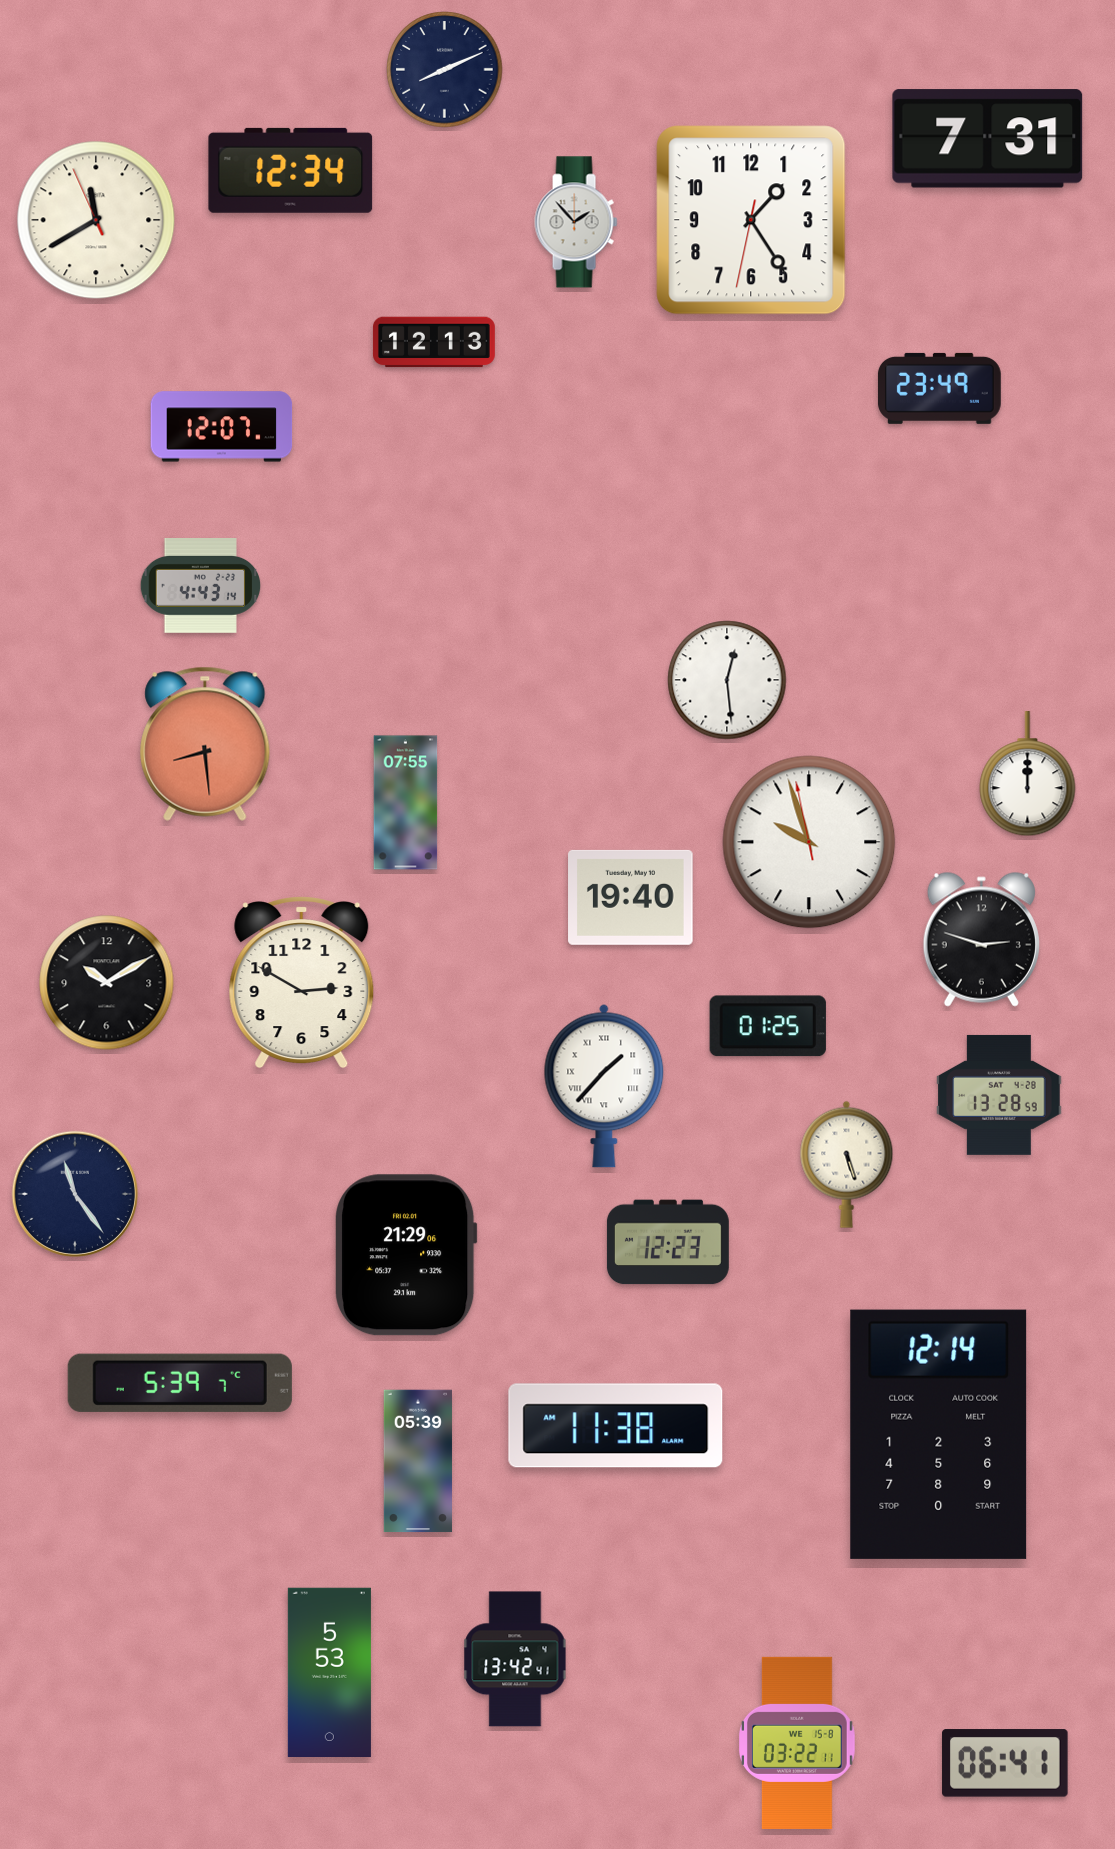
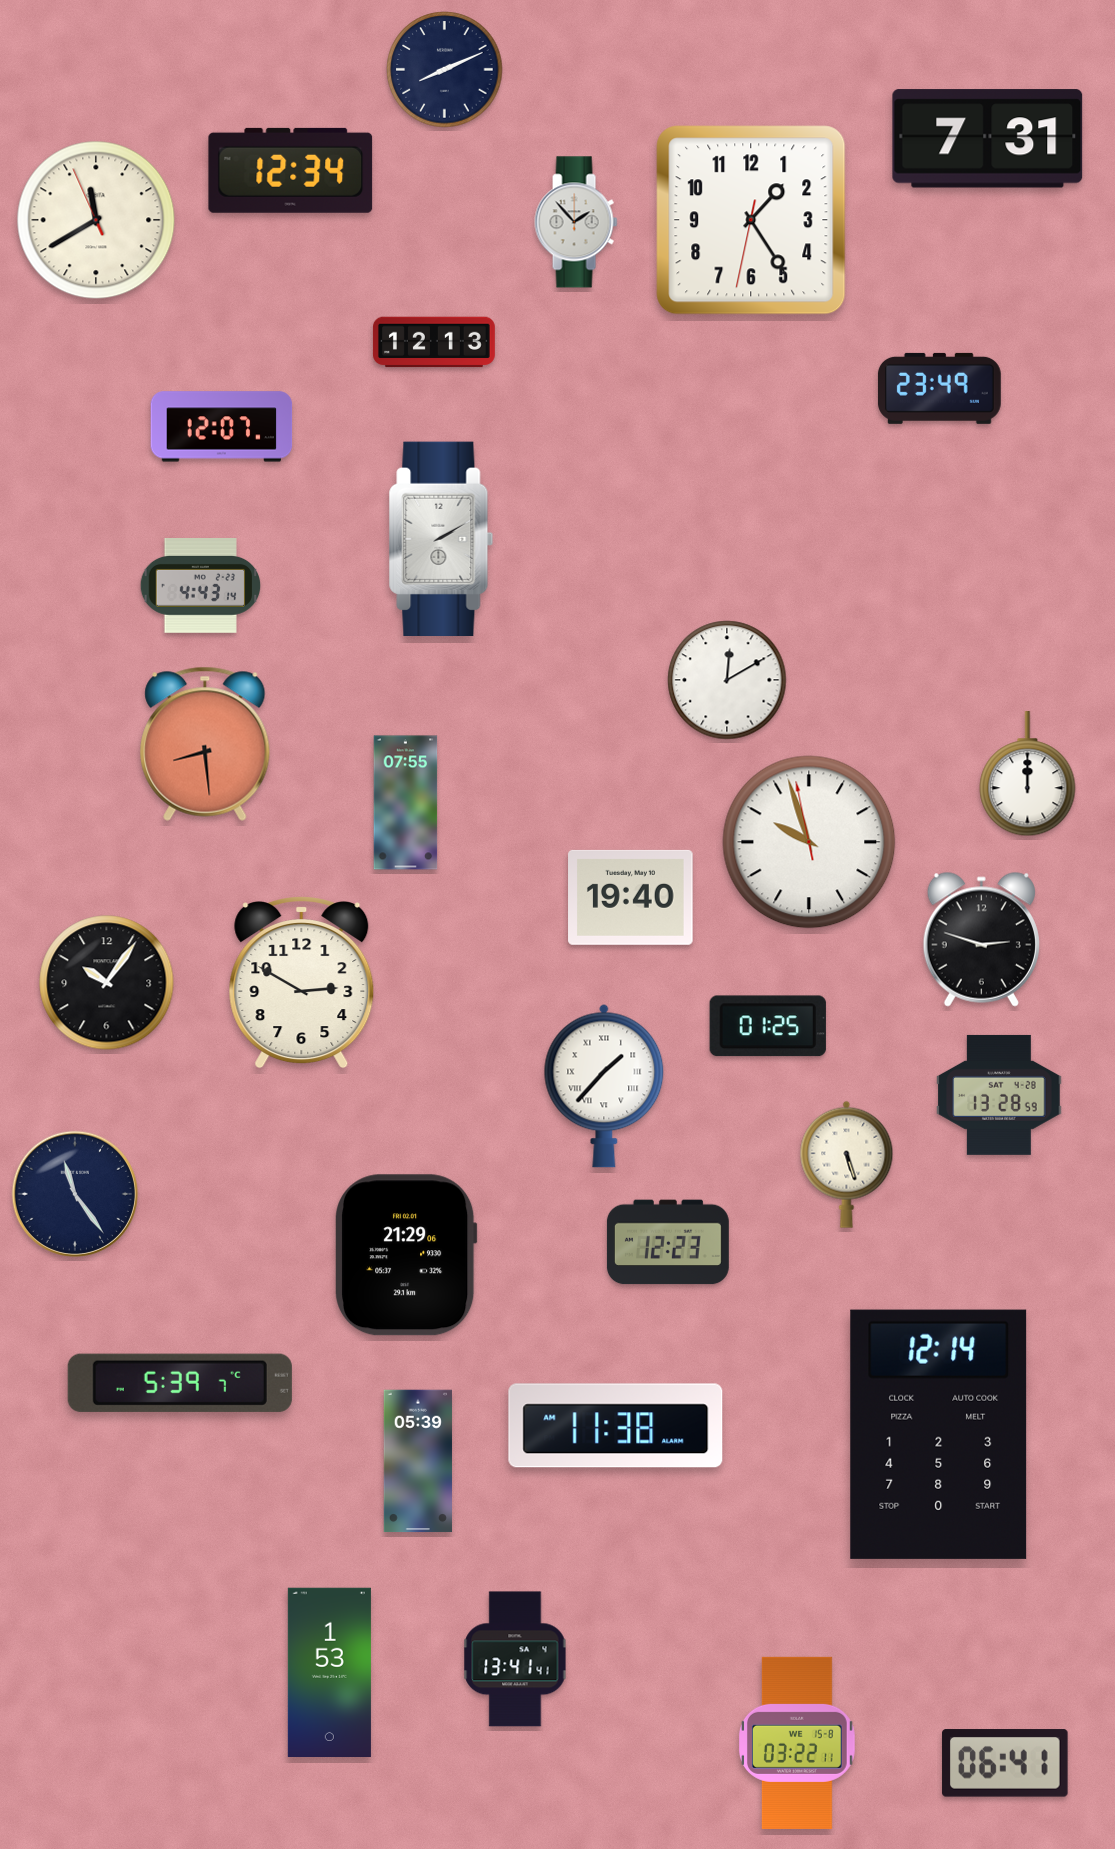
clock at (441, 538): none -> 2:10
clock at (727, 680): 12:29 -> 12:10
clock at (107, 983): 10:10 -> 10:06
clock at (515, 1659): 13:42 -> 13:41
clock at (329, 1672): 5:53 -> 1:53
